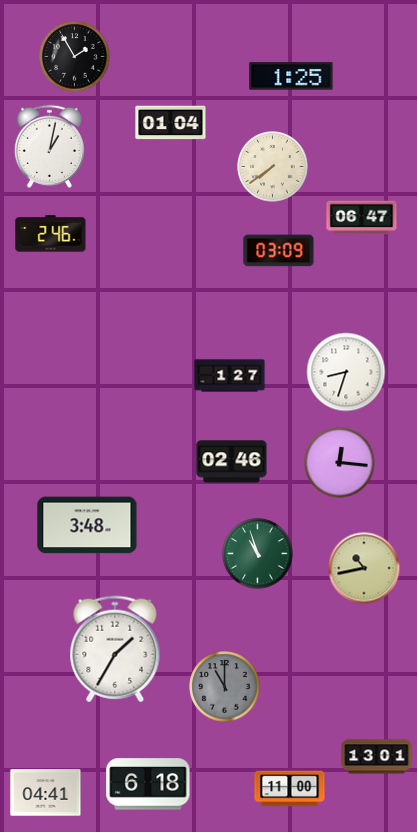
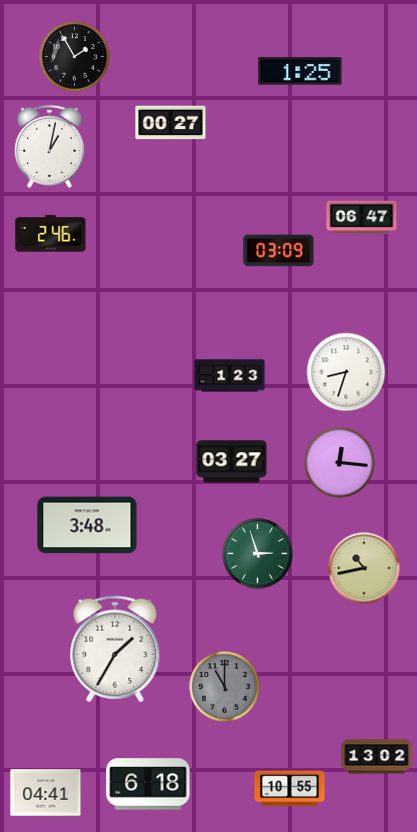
clock at (291, 76) position: (291, 76) -> (300, 71)
clock at (171, 123): 01:04 -> 00:27
clock at (273, 167): 7:39 -> none
clock at (230, 376): 1:27 -> 1:23
clock at (232, 462): 02:46 -> 03:27
clock at (258, 554): 10:57 -> 2:57
clock at (377, 757): 13:01 -> 13:02
clock at (290, 789): 11:00 -> 10:55
